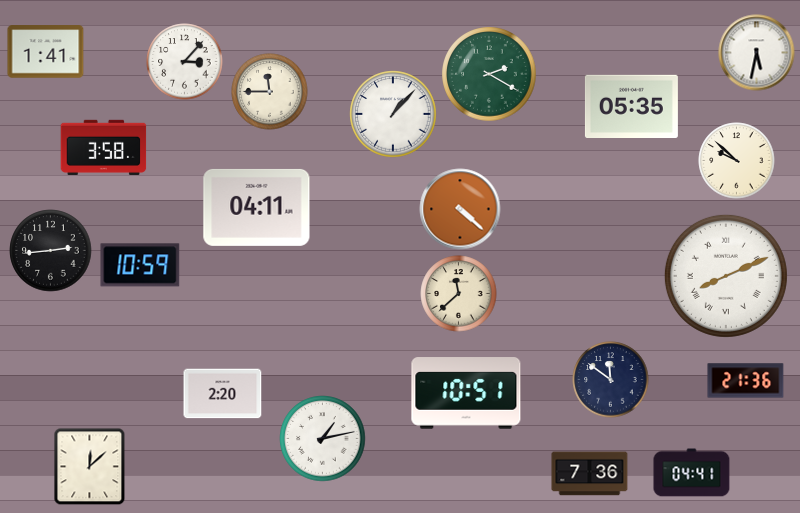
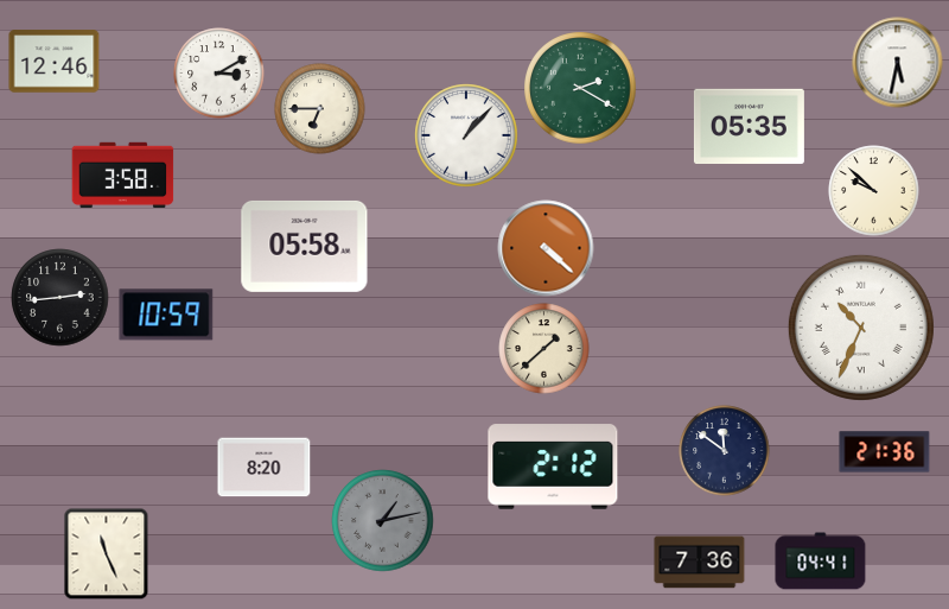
clock at (46, 52): 1:41 -> 12:46
clock at (185, 62): 3:07 -> 3:10
clock at (270, 92): 11:45 -> 6:45
clock at (257, 207): 04:11 -> 05:58
clock at (726, 276): 8:11 -> 10:34
clock at (459, 294): 11:38 -> 1:38
clock at (466, 393): 10:51 -> 2:12
clock at (223, 394): 2:20 -> 8:20
clock at (323, 439) dial: white -> grey
clock at (90, 466): 12:08 -> 11:26
